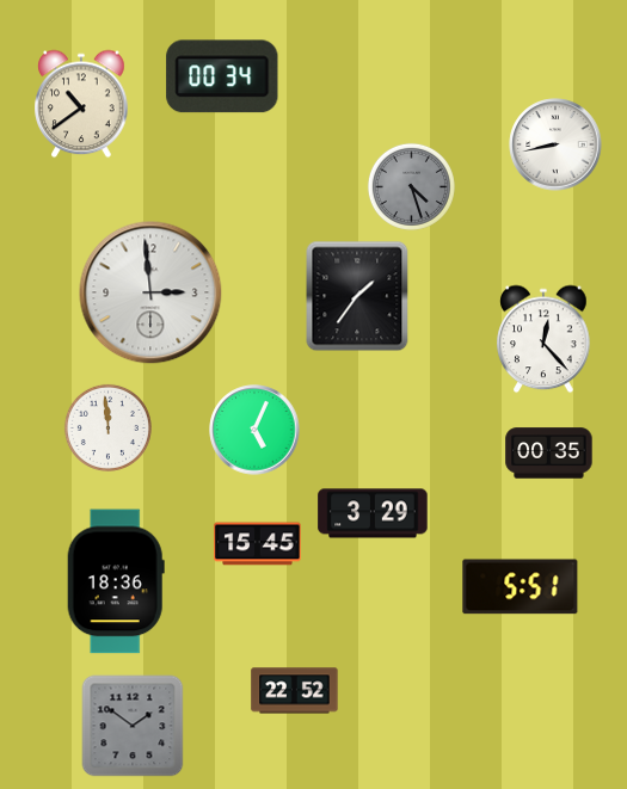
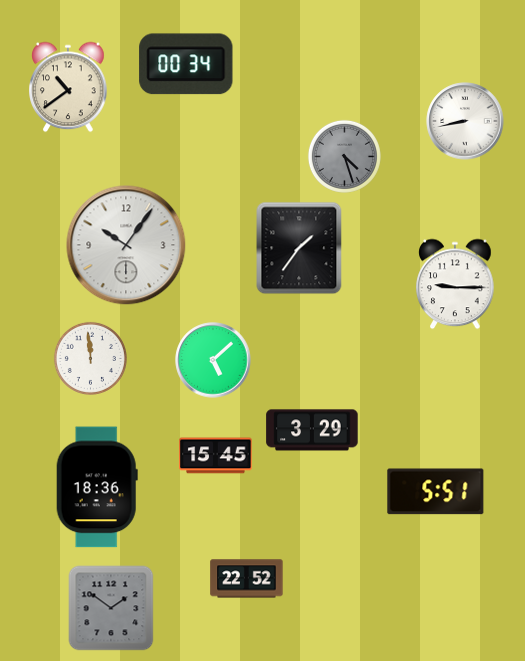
clock at (150, 292): 2:59 -> 10:06
clock at (543, 339): 12:23 -> 9:15
clock at (254, 430): 5:04 -> 5:08
clock at (549, 454): 00:35 -> none
